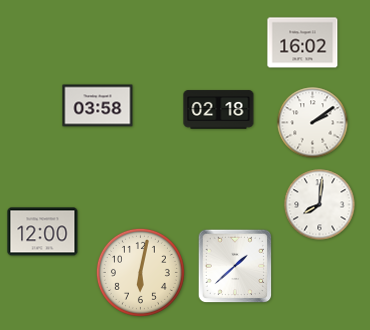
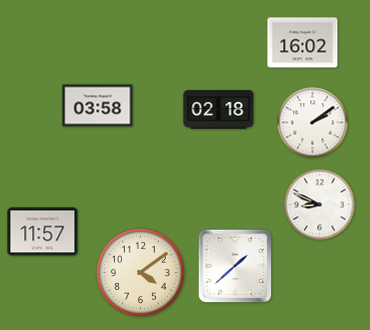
clock at (320, 205): 8:01 -> 8:49
clock at (43, 232): 12:00 -> 11:57
clock at (140, 272): 6:02 -> 4:09
